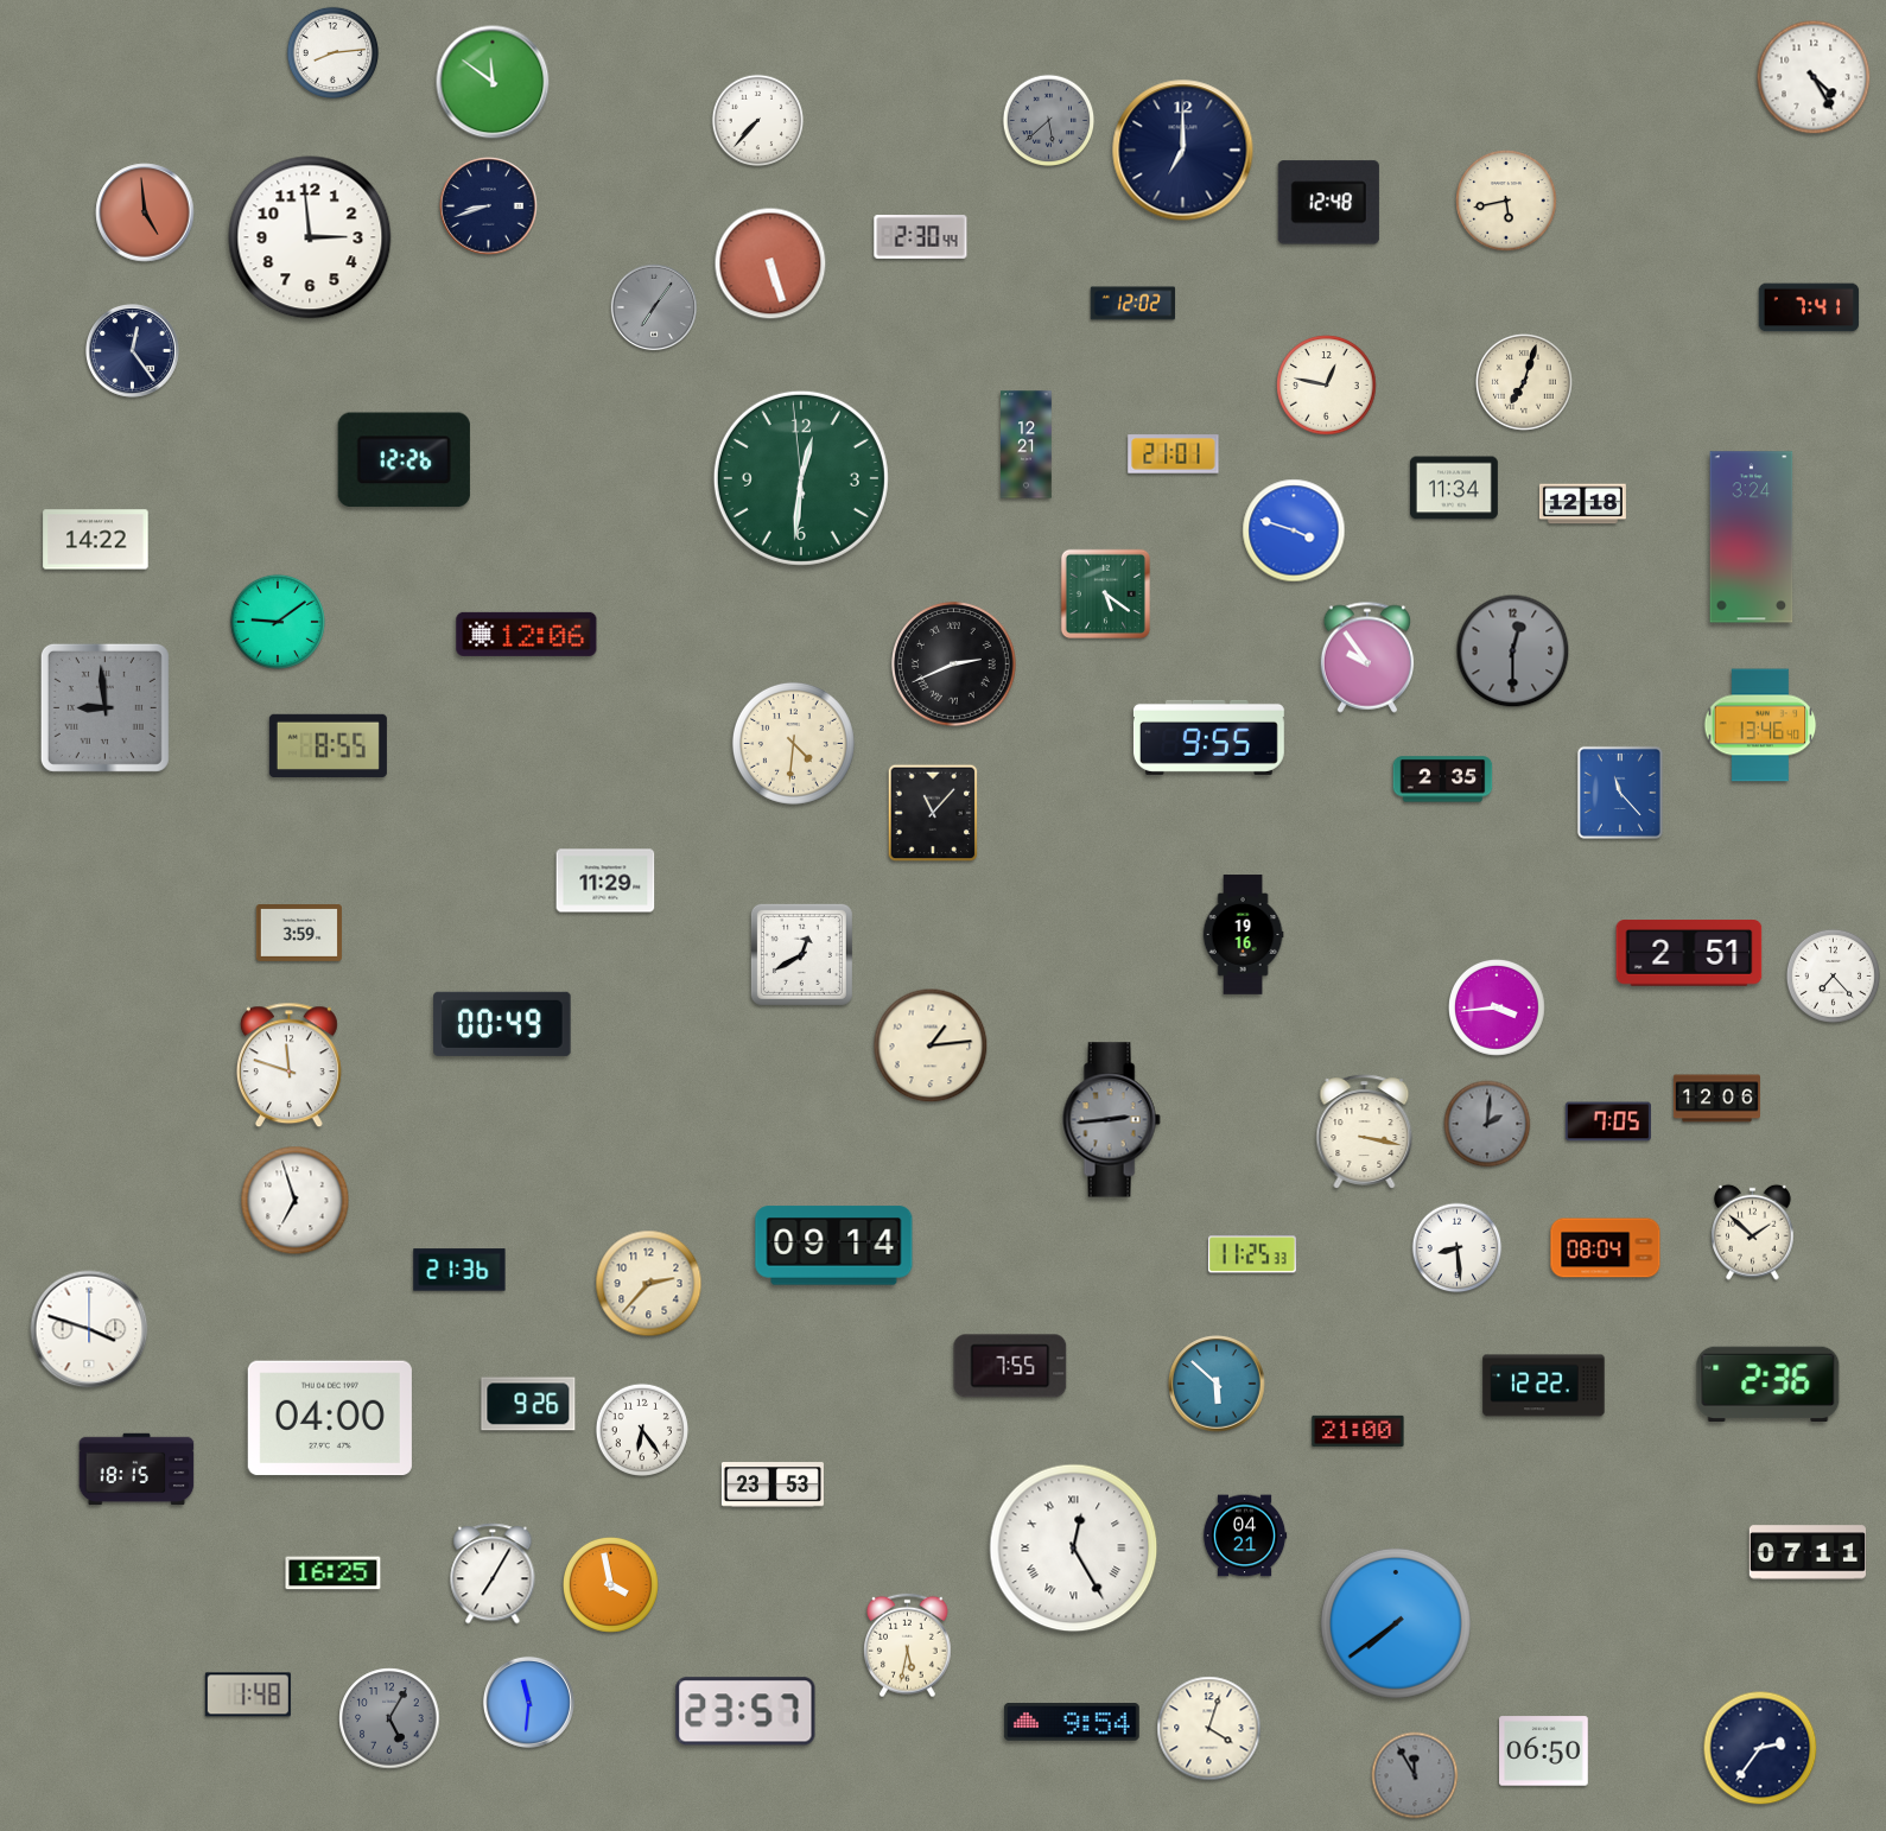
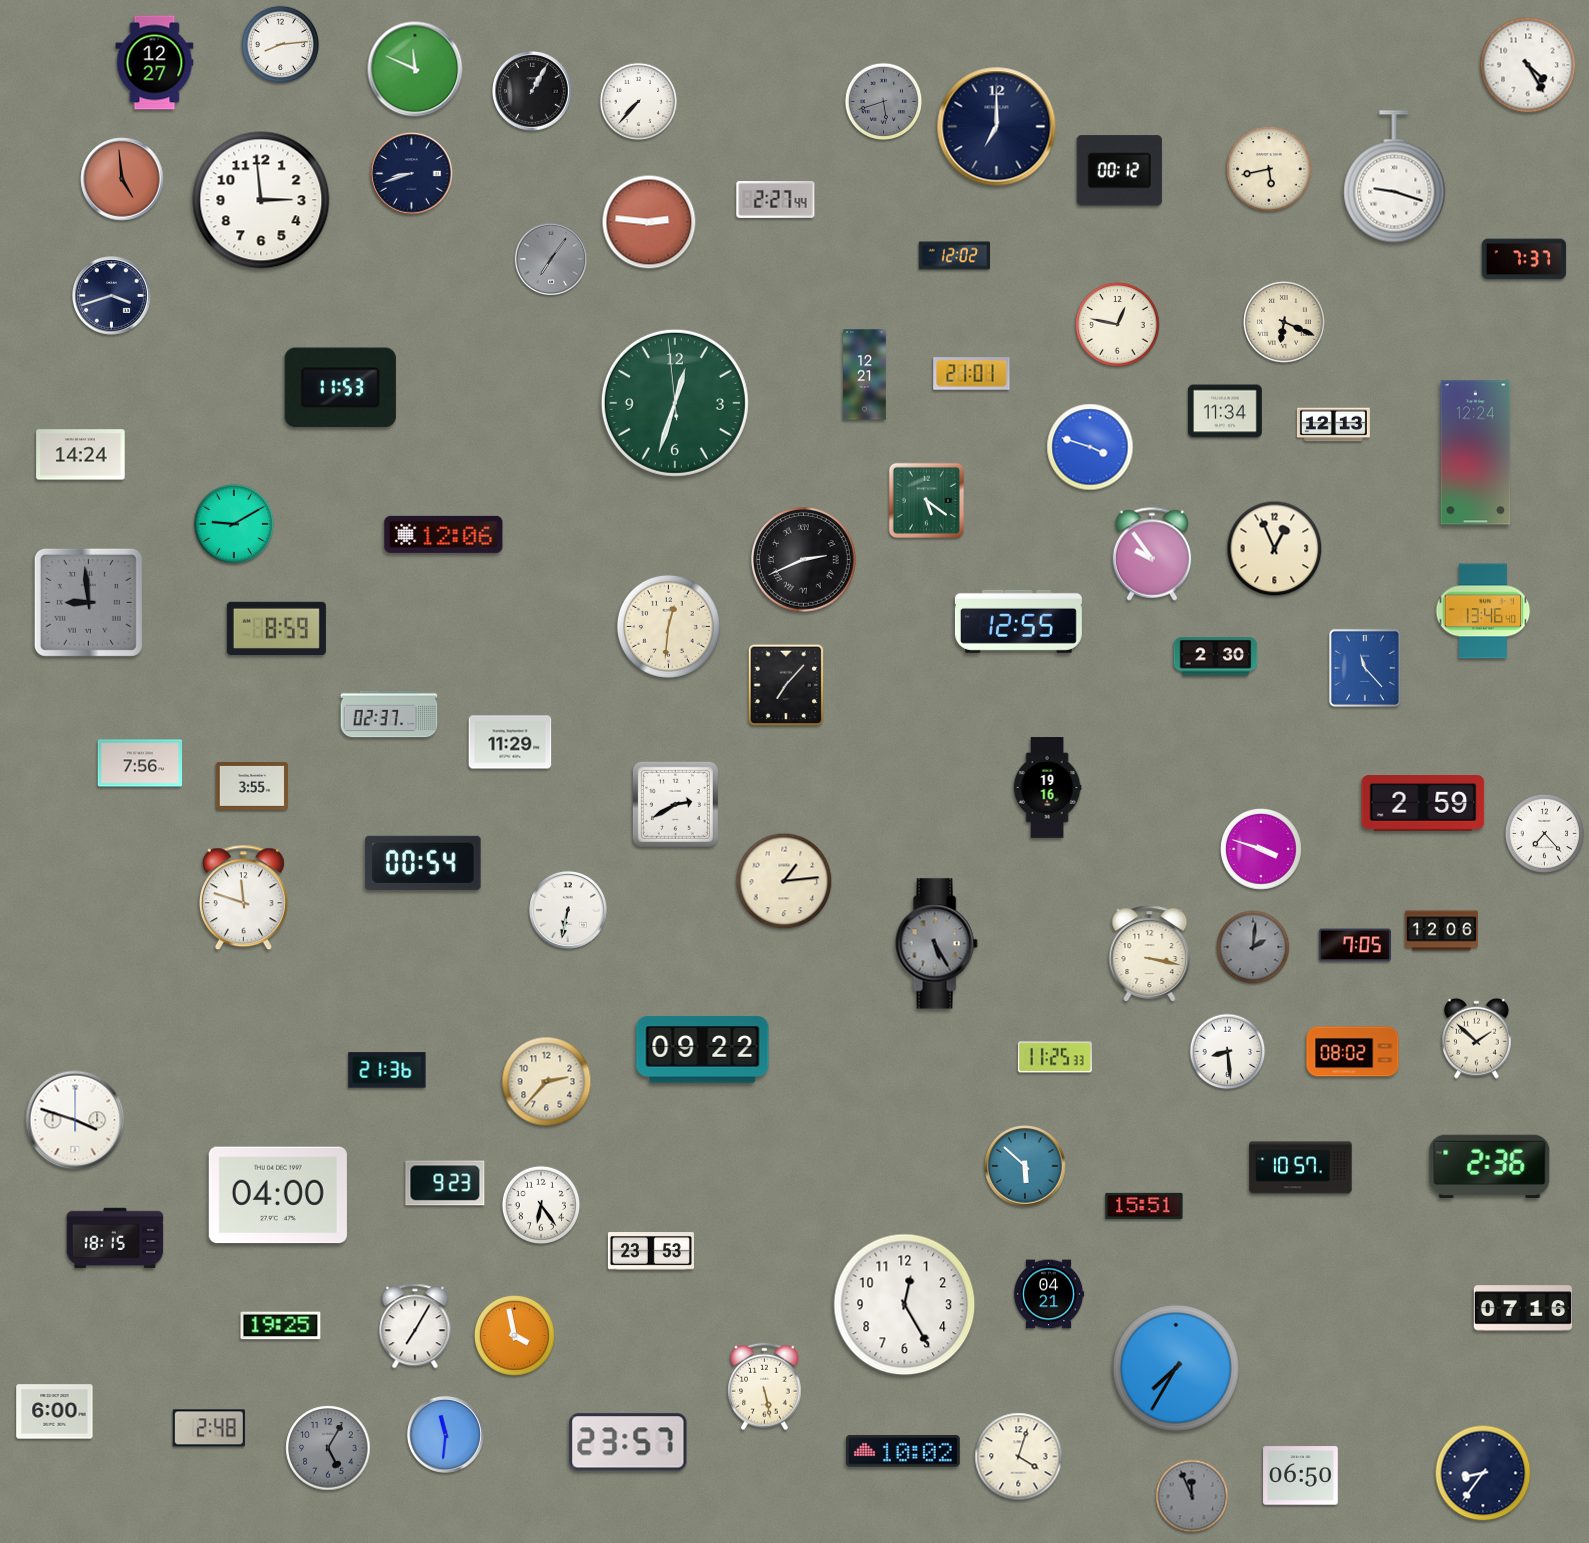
clock at (155, 63): none -> 12:27
clock at (493, 82): 11:51 -> 11:49
clock at (532, 91): none -> 1:05
clock at (1049, 121): 5:38 -> 5:42
clock at (1328, 203): 12:48 -> 00:12
clock at (1395, 177): none -> 9:18
clock at (921, 237): 2:30 -> 2:27
clock at (770, 263): 5:27 -> 2:46
clock at (1809, 307): 7:41 -> 7:37
clock at (133, 351): 12:24 -> 3:42
clock at (1525, 383): 7:03 -> 6:19
clock at (1174, 454) position: (1174, 454) -> (972, 374)
clock at (404, 460): 12:26 -> 11:53
clock at (801, 478): 12:30 -> 12:32
clock at (1582, 504): 12:18 -> 12:13
clock at (1752, 538): 3:24 -> 12:24
clock at (96, 540): 14:22 -> 14:24
clock at (1105, 593) position: (1105, 593) -> (926, 500)
clock at (278, 622): 9:09 -> 9:10
clock at (1513, 651): 12:30 -> 12:56
clock at (1513, 651) dial: grey -> cream
clock at (104, 707) position: (104, 707) -> (88, 602)
clock at (1208, 737): 9:55 -> 12:55
clock at (793, 743): 4:31 -> 12:31
clock at (328, 745): 8:55 -> 8:59
clock at (1443, 780): 2:35 -> 2:30
clock at (933, 813): 11:07 -> 7:07
clock at (389, 714): none -> 02:37
clock at (140, 763): none -> 7:56
clock at (299, 934): 3:59 -> 3:55
clock at (1689, 953): 2:51 -> 2:59
clock at (801, 954): 12:40 -> 2:40
clock at (1833, 975) position: (1833, 975) -> (1544, 833)
clock at (1498, 1009): 3:44 -> 3:48
clock at (502, 1024): 00:49 -> 00:54
clock at (568, 910): none -> 6:32
clock at (1716, 1099) position: (1716, 1099) -> (1441, 931)
clock at (1111, 1120): 2:44 -> 5:25
clock at (296, 1201): 6:57 -> none
clock at (834, 1246): 09:14 -> 09:22
clock at (1606, 1248): 08:04 -> 08:02
clock at (1010, 1366): 7:55 -> none
clock at (1544, 1386): 12:22 -> 10:57
clock at (528, 1404): 9:26 -> 9:23
clock at (1358, 1431): 21:00 -> 15:51
clock at (1074, 1549) numerals: Roman -> Arabic
clock at (1806, 1552): 07:11 -> 07:16
clock at (334, 1573): 16:25 -> 19:25
clock at (1396, 1623): 7:39 -> 7:35
clock at (908, 1646): 5:32 -> 5:28
clock at (55, 1412): none -> 6:00
clock at (248, 1695): 1:48 -> 2:48
clock at (1072, 1723): 9:54 -> 10:02
clock at (1760, 1748): 2:36 -> 8:36
clock at (1415, 1775): 11:55 -> 11:56
